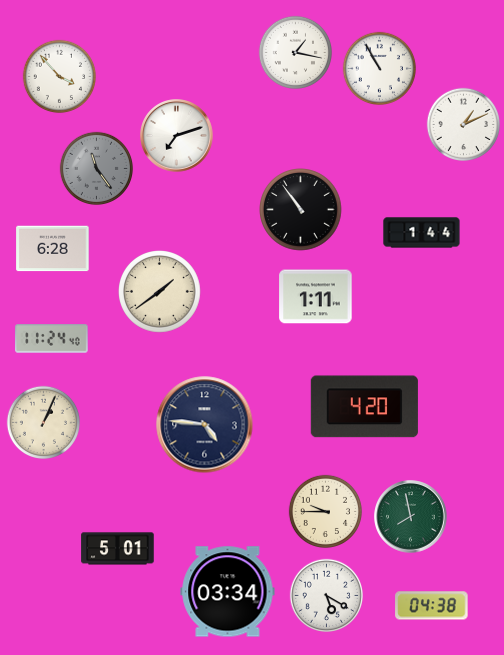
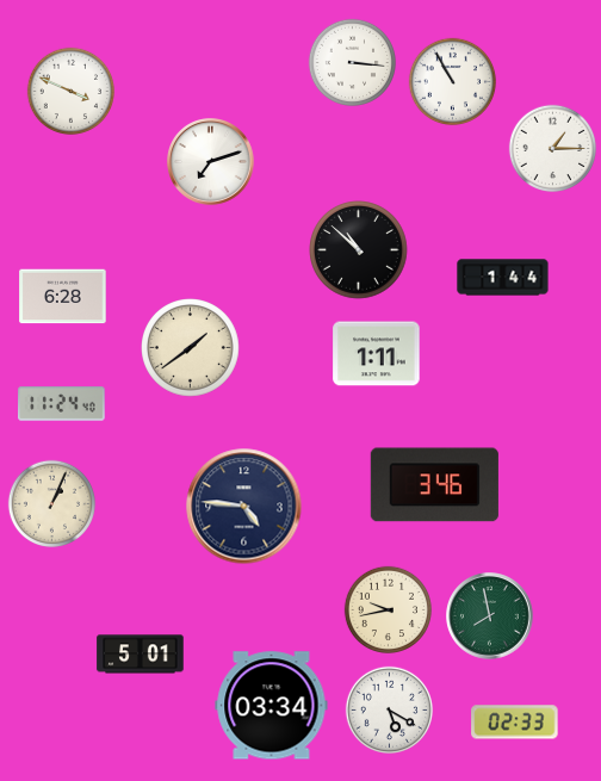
clock at (295, 52): 1:17 -> 3:16
clock at (59, 76): 3:53 -> 3:49
clock at (463, 124): 1:11 -> 1:15
clock at (96, 168): 11:24 -> none
clock at (301, 210): 10:54 -> 10:52
clock at (364, 407): 4:20 -> 3:46
clock at (325, 511): 9:45 -> 9:43
clock at (432, 606): 04:38 -> 02:33
